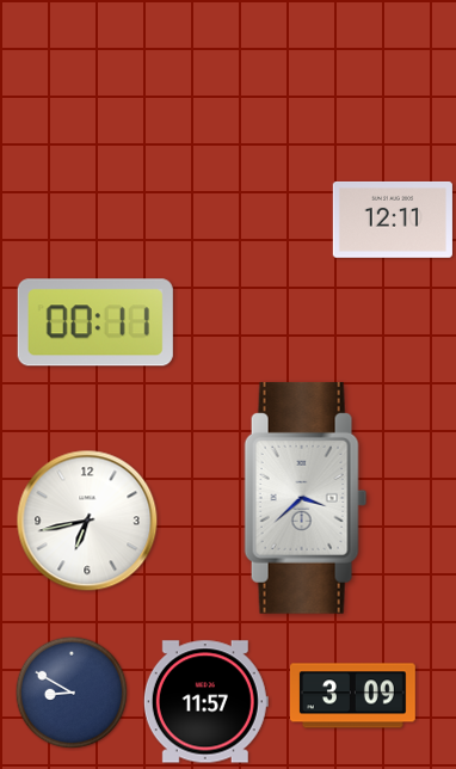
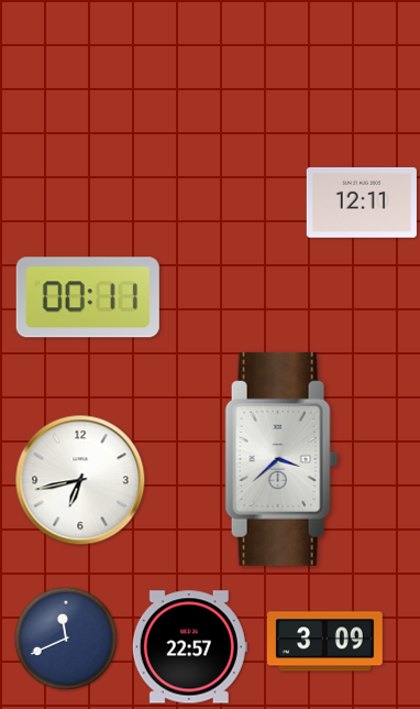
clock at (72, 693): 8:50 -> 11:41
clock at (205, 702): 11:57 -> 22:57
